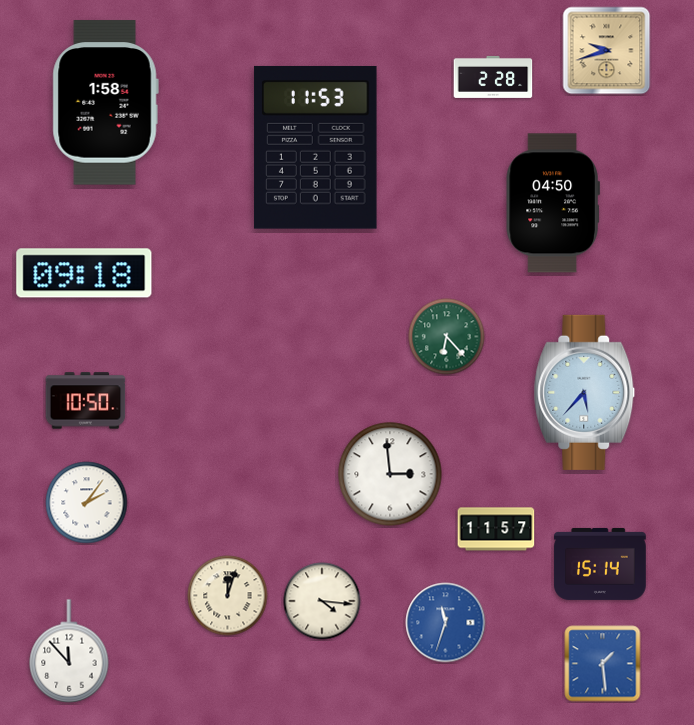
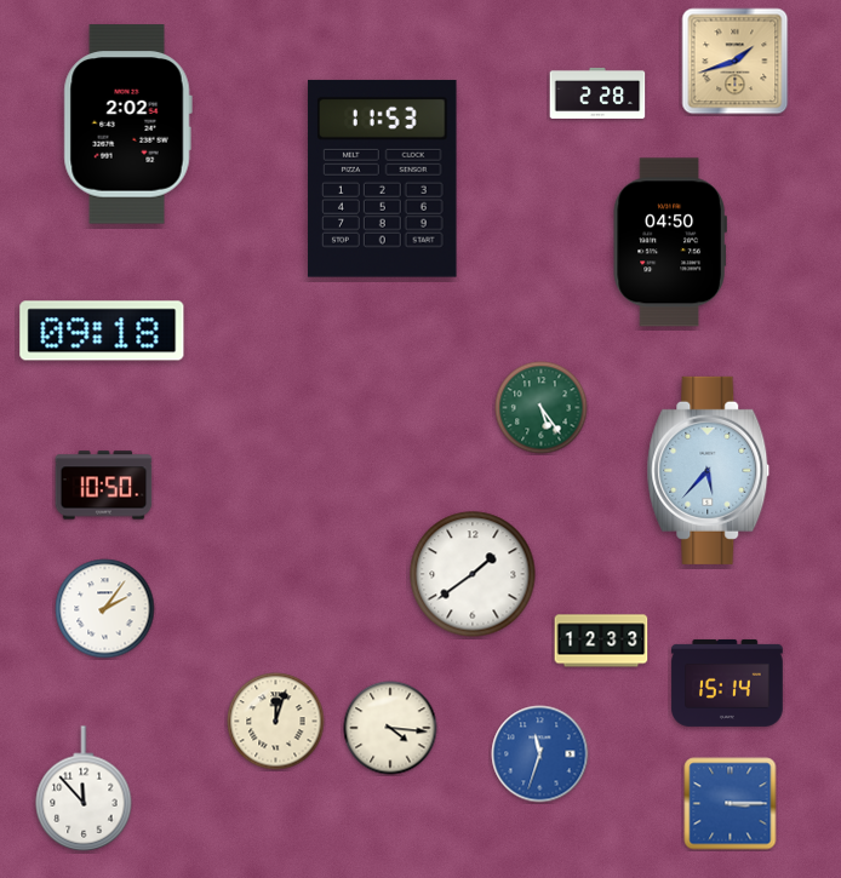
clock at (607, 51): 9:42 -> 1:42
clock at (105, 103): 1:58 -> 2:02
clock at (553, 203) position: (553, 203) -> (670, 242)
clock at (447, 337): 6:23 -> 5:24
clock at (585, 392) position: (585, 392) -> (709, 470)
clock at (390, 474): 2:59 -> 1:39
clock at (496, 529): 11:57 -> 12:33
clock at (603, 664): 1:29 -> 3:15
